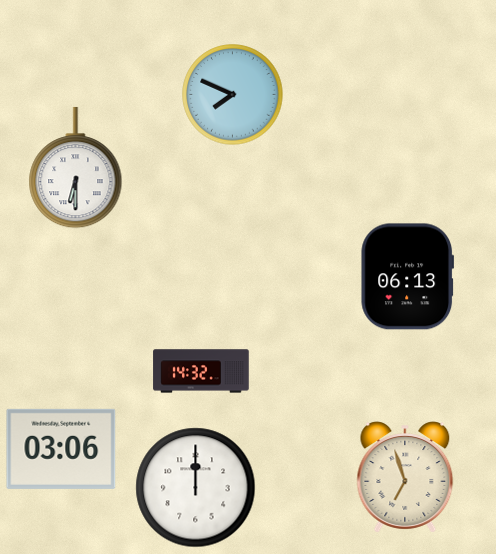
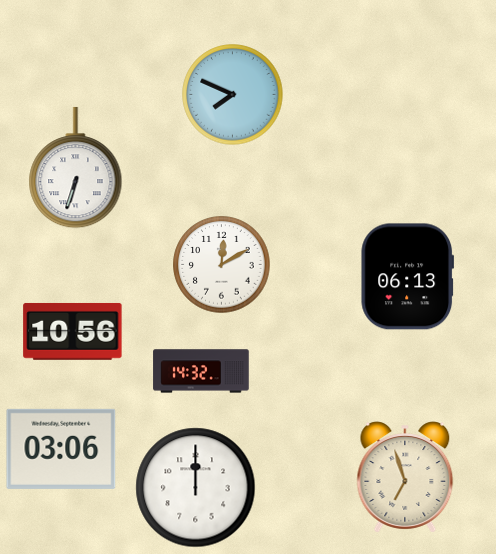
clock at (76, 168): 6:30 -> 6:33
clock at (222, 265): none -> 12:10
clock at (73, 331): none -> 10:56
